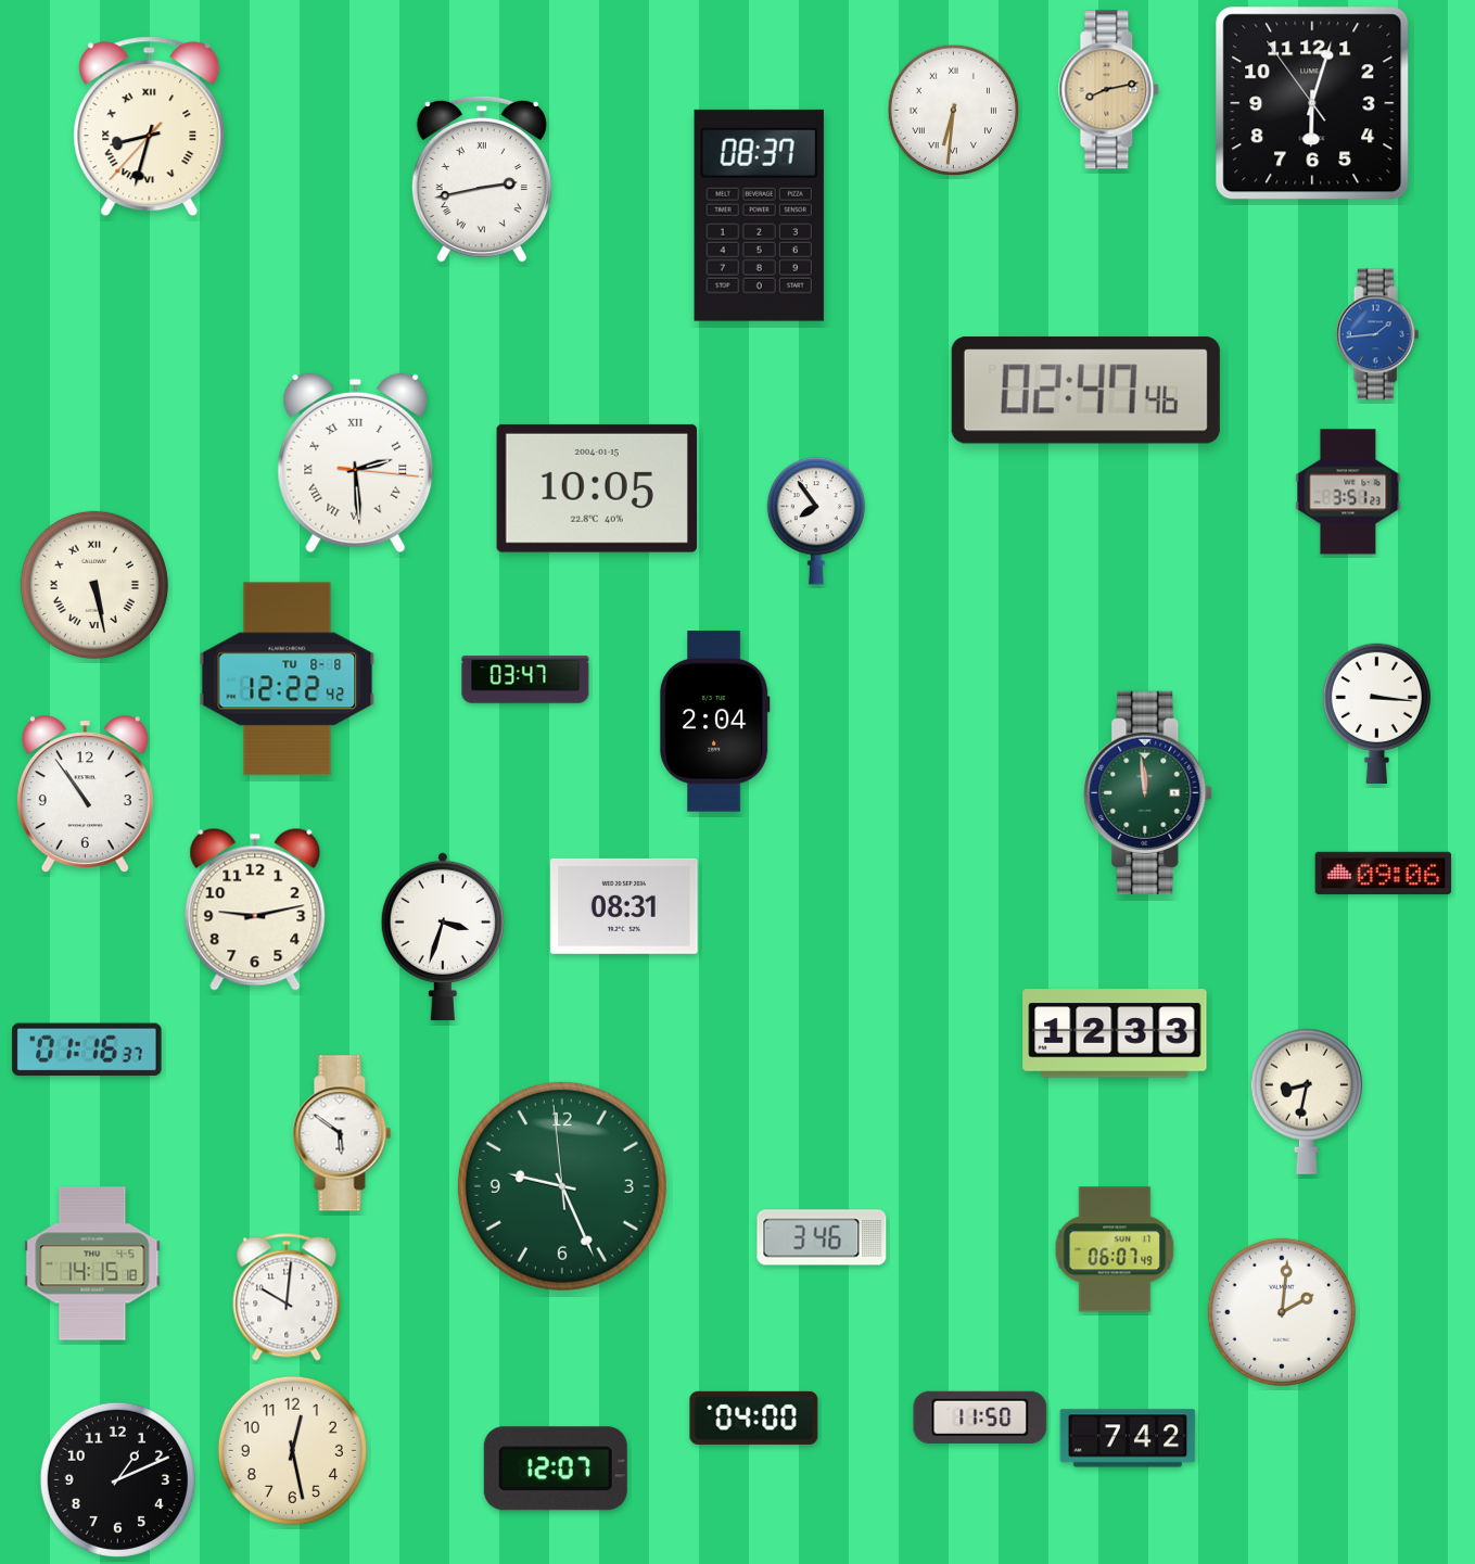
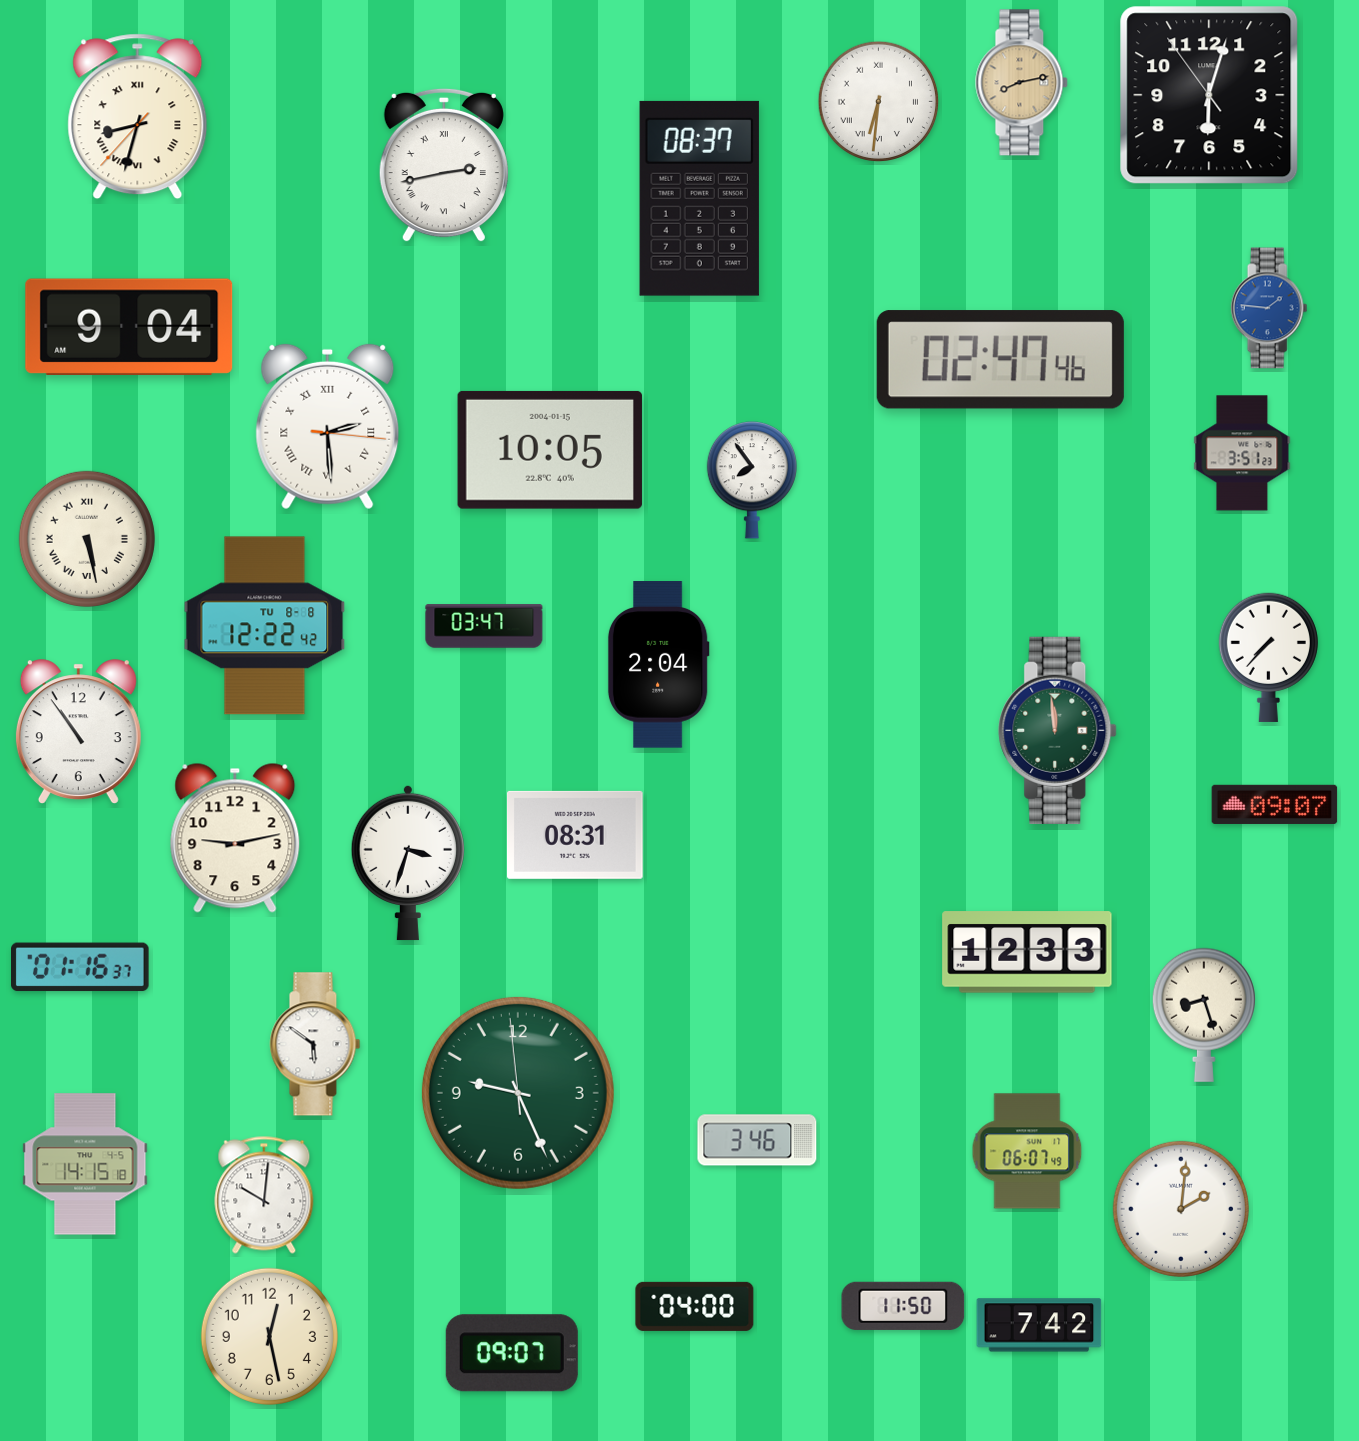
clock at (1377, 334): 1:44 -> 1:46
clock at (129, 327): none -> 9:04
clock at (1376, 713): 3:16 -> 7:37
clock at (1384, 873): 09:06 -> 09:07
clock at (1307, 1102): 8:32 -> 8:27
clock at (556, 1468): 12:07 -> 09:07
clock at (117, 1479): 1:11 -> none
